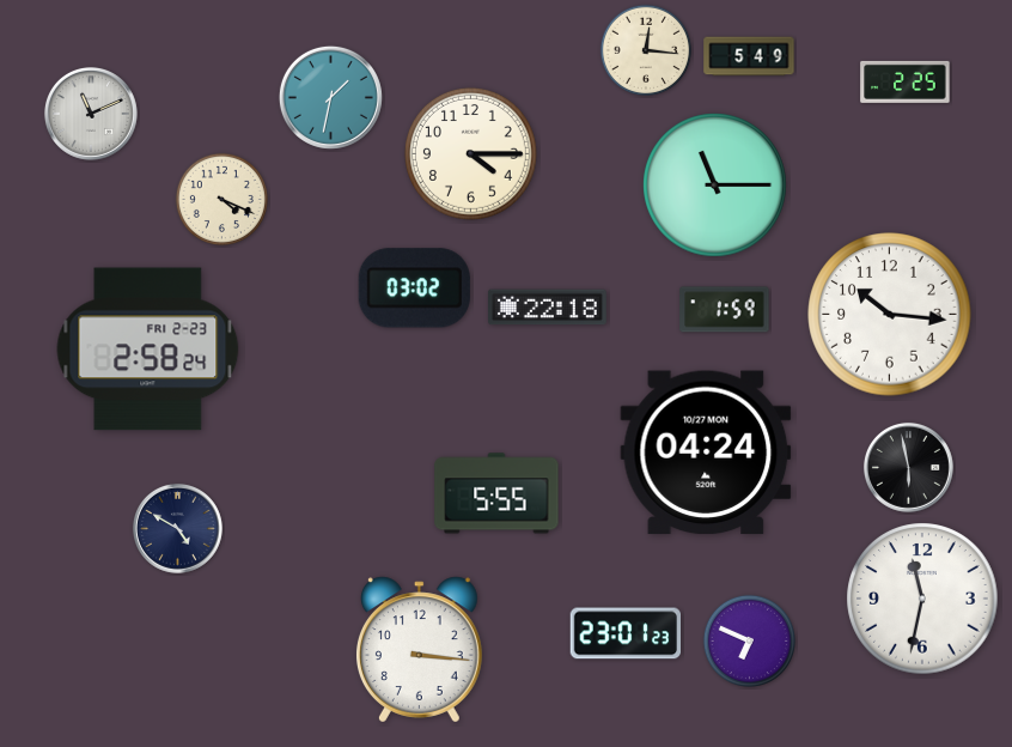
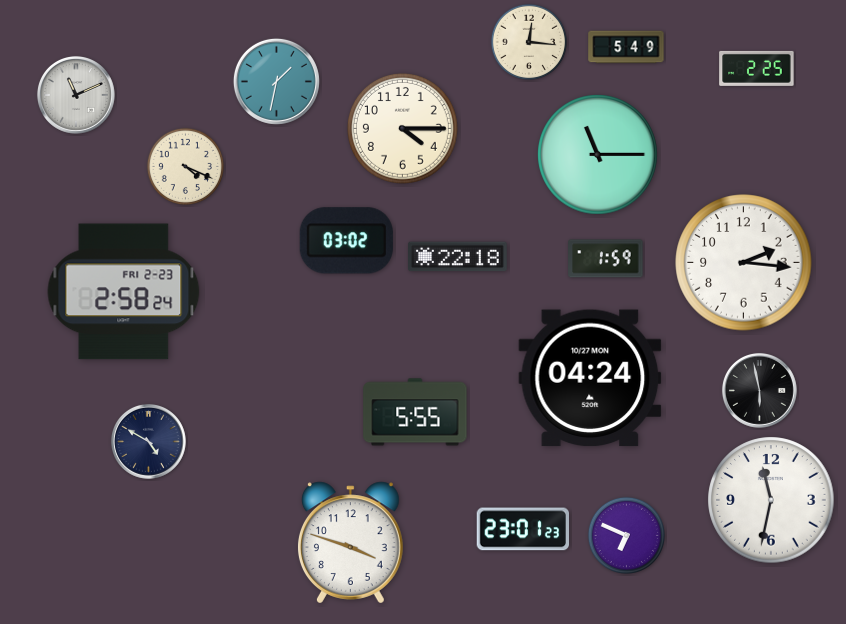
clock at (645, 49) position: (645, 49) -> (528, 41)
clock at (470, 153) position: (470, 153) -> (402, 128)
clock at (890, 315): 10:16 -> 2:16
clock at (419, 650): 3:16 -> 3:48
